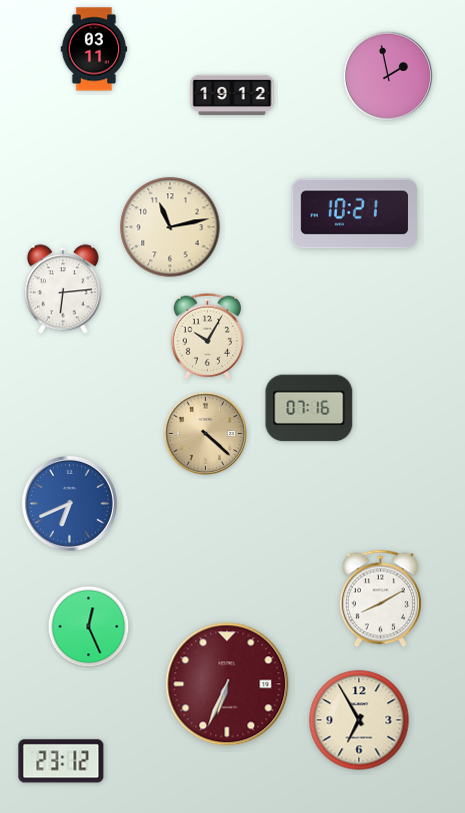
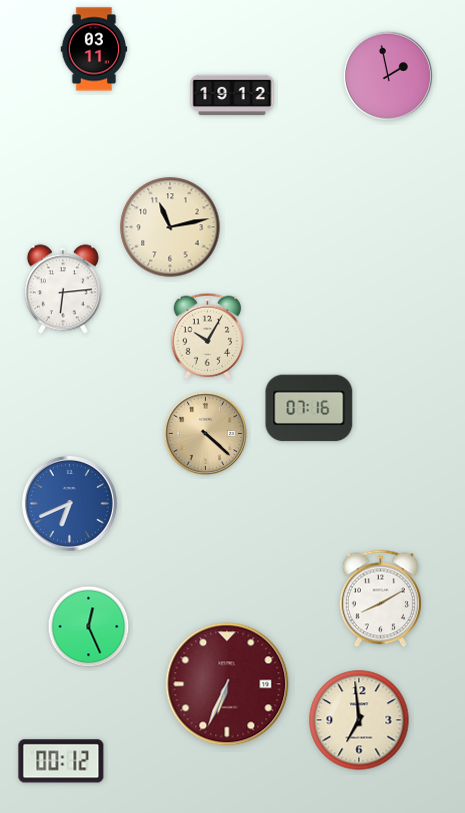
clock at (354, 214): 10:21 -> none
clock at (359, 720): 6:55 -> 6:59
clock at (61, 761): 23:12 -> 00:12
